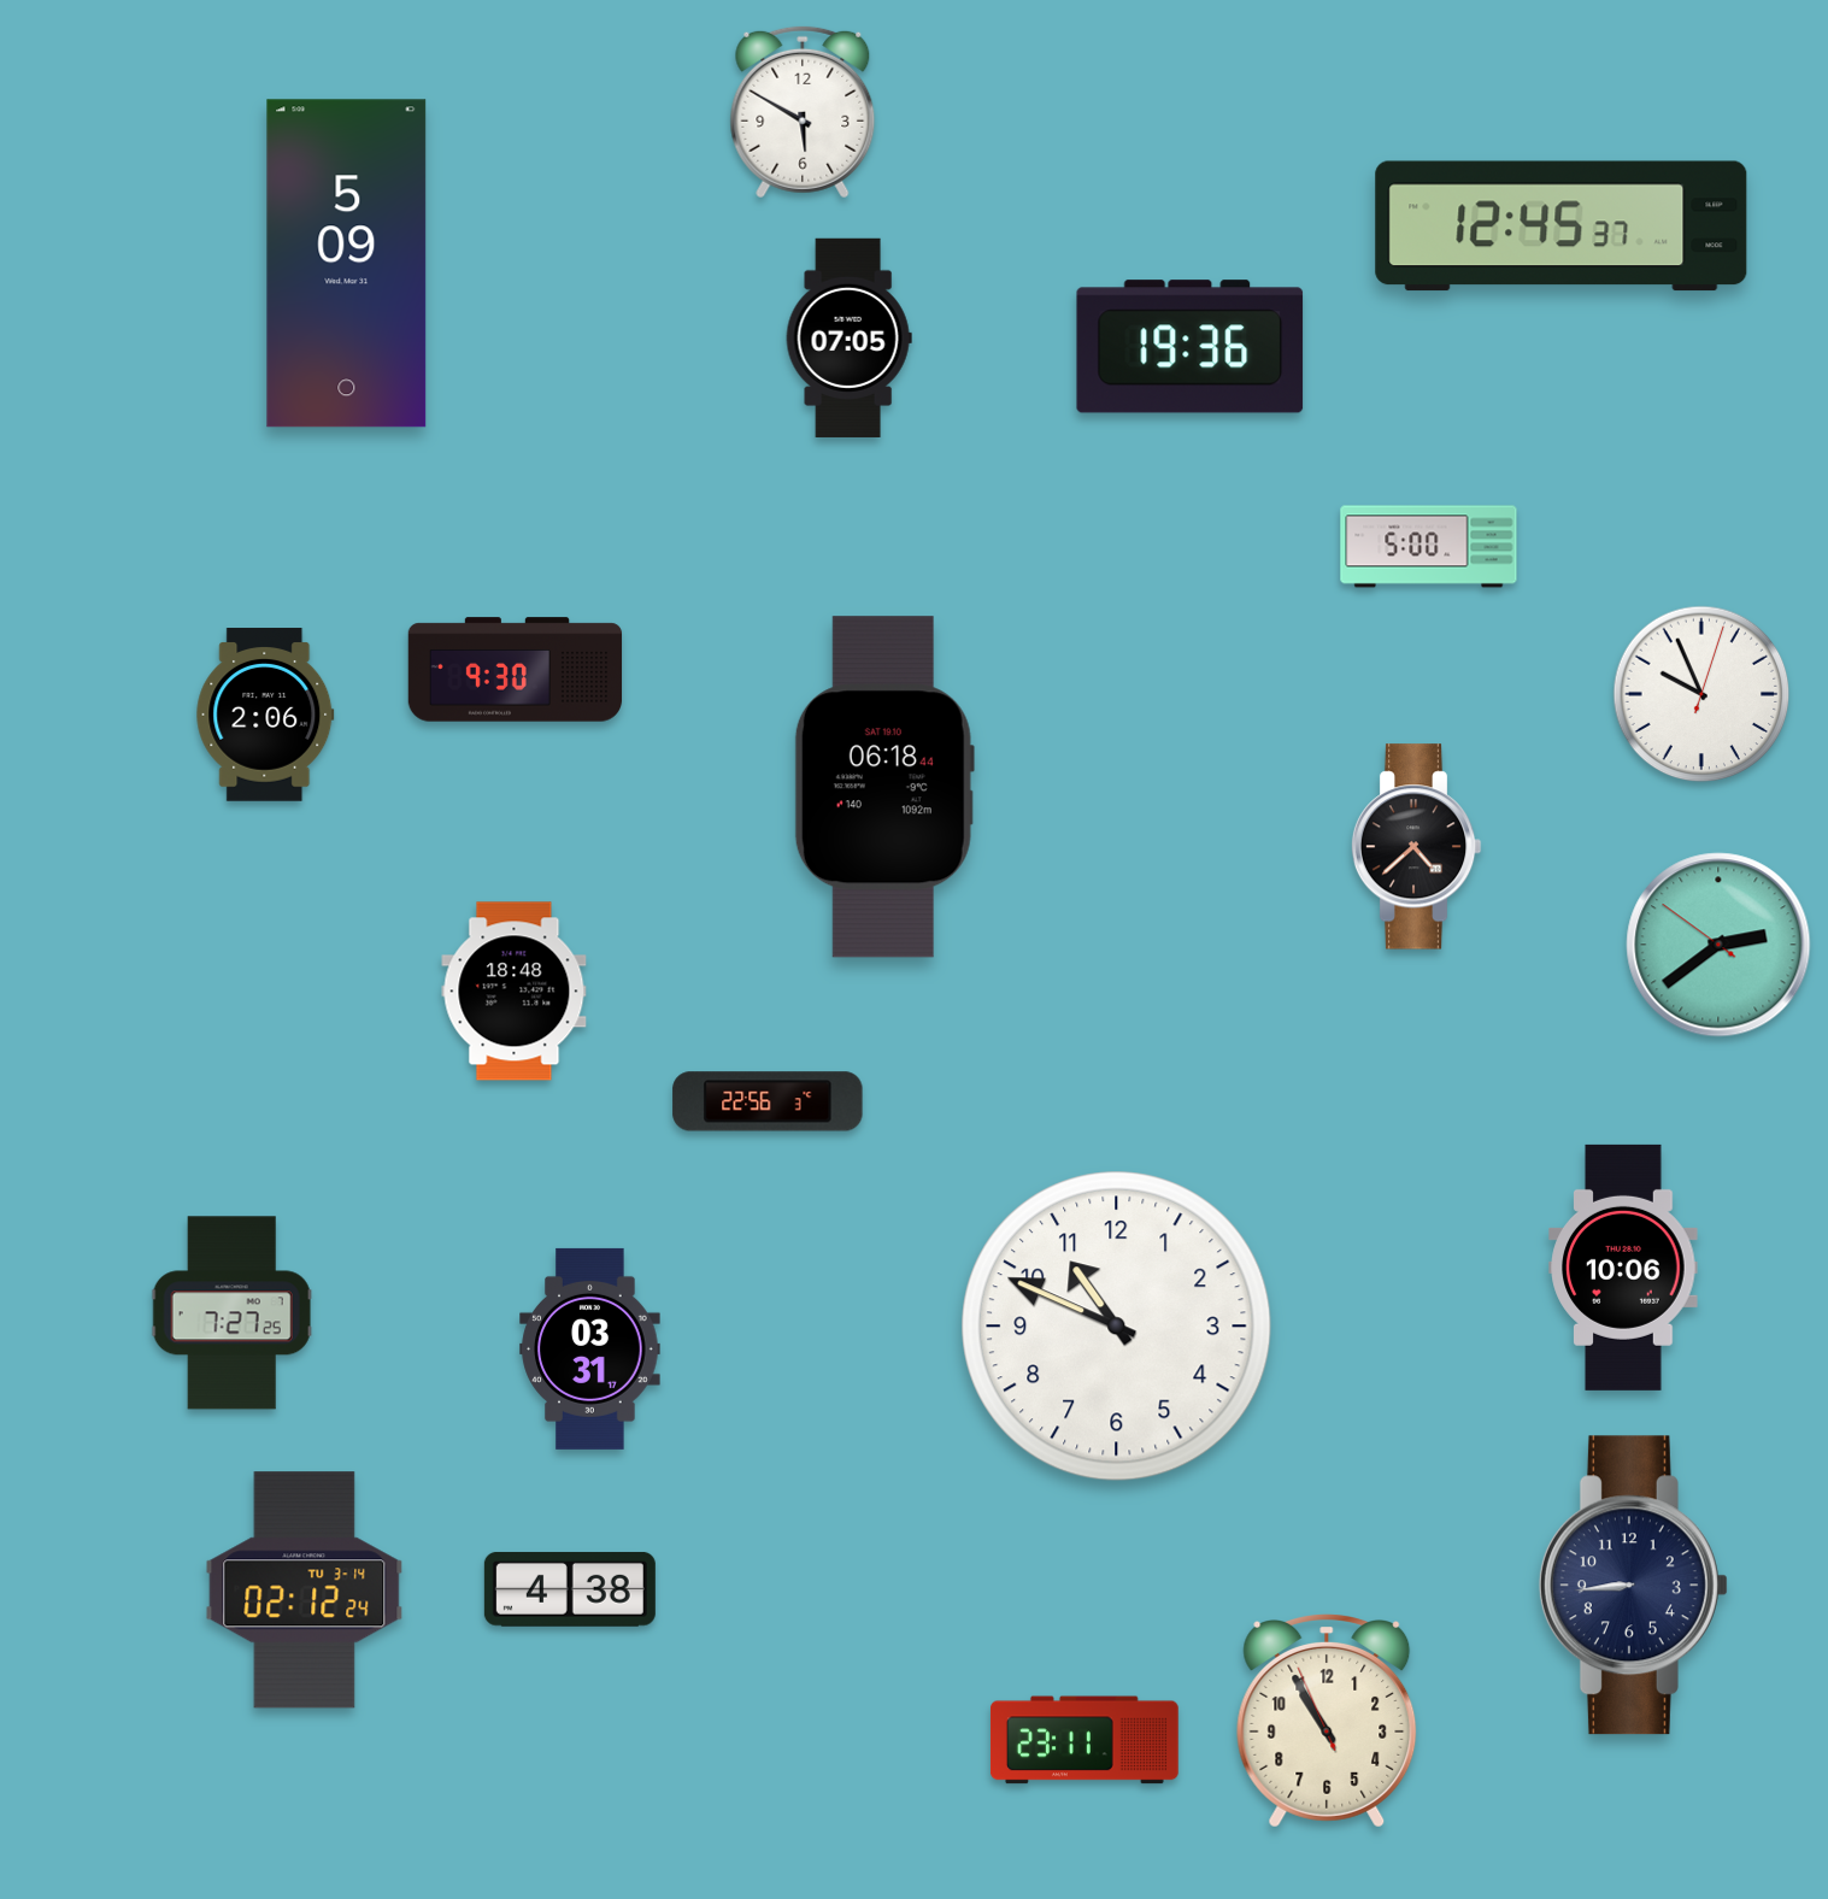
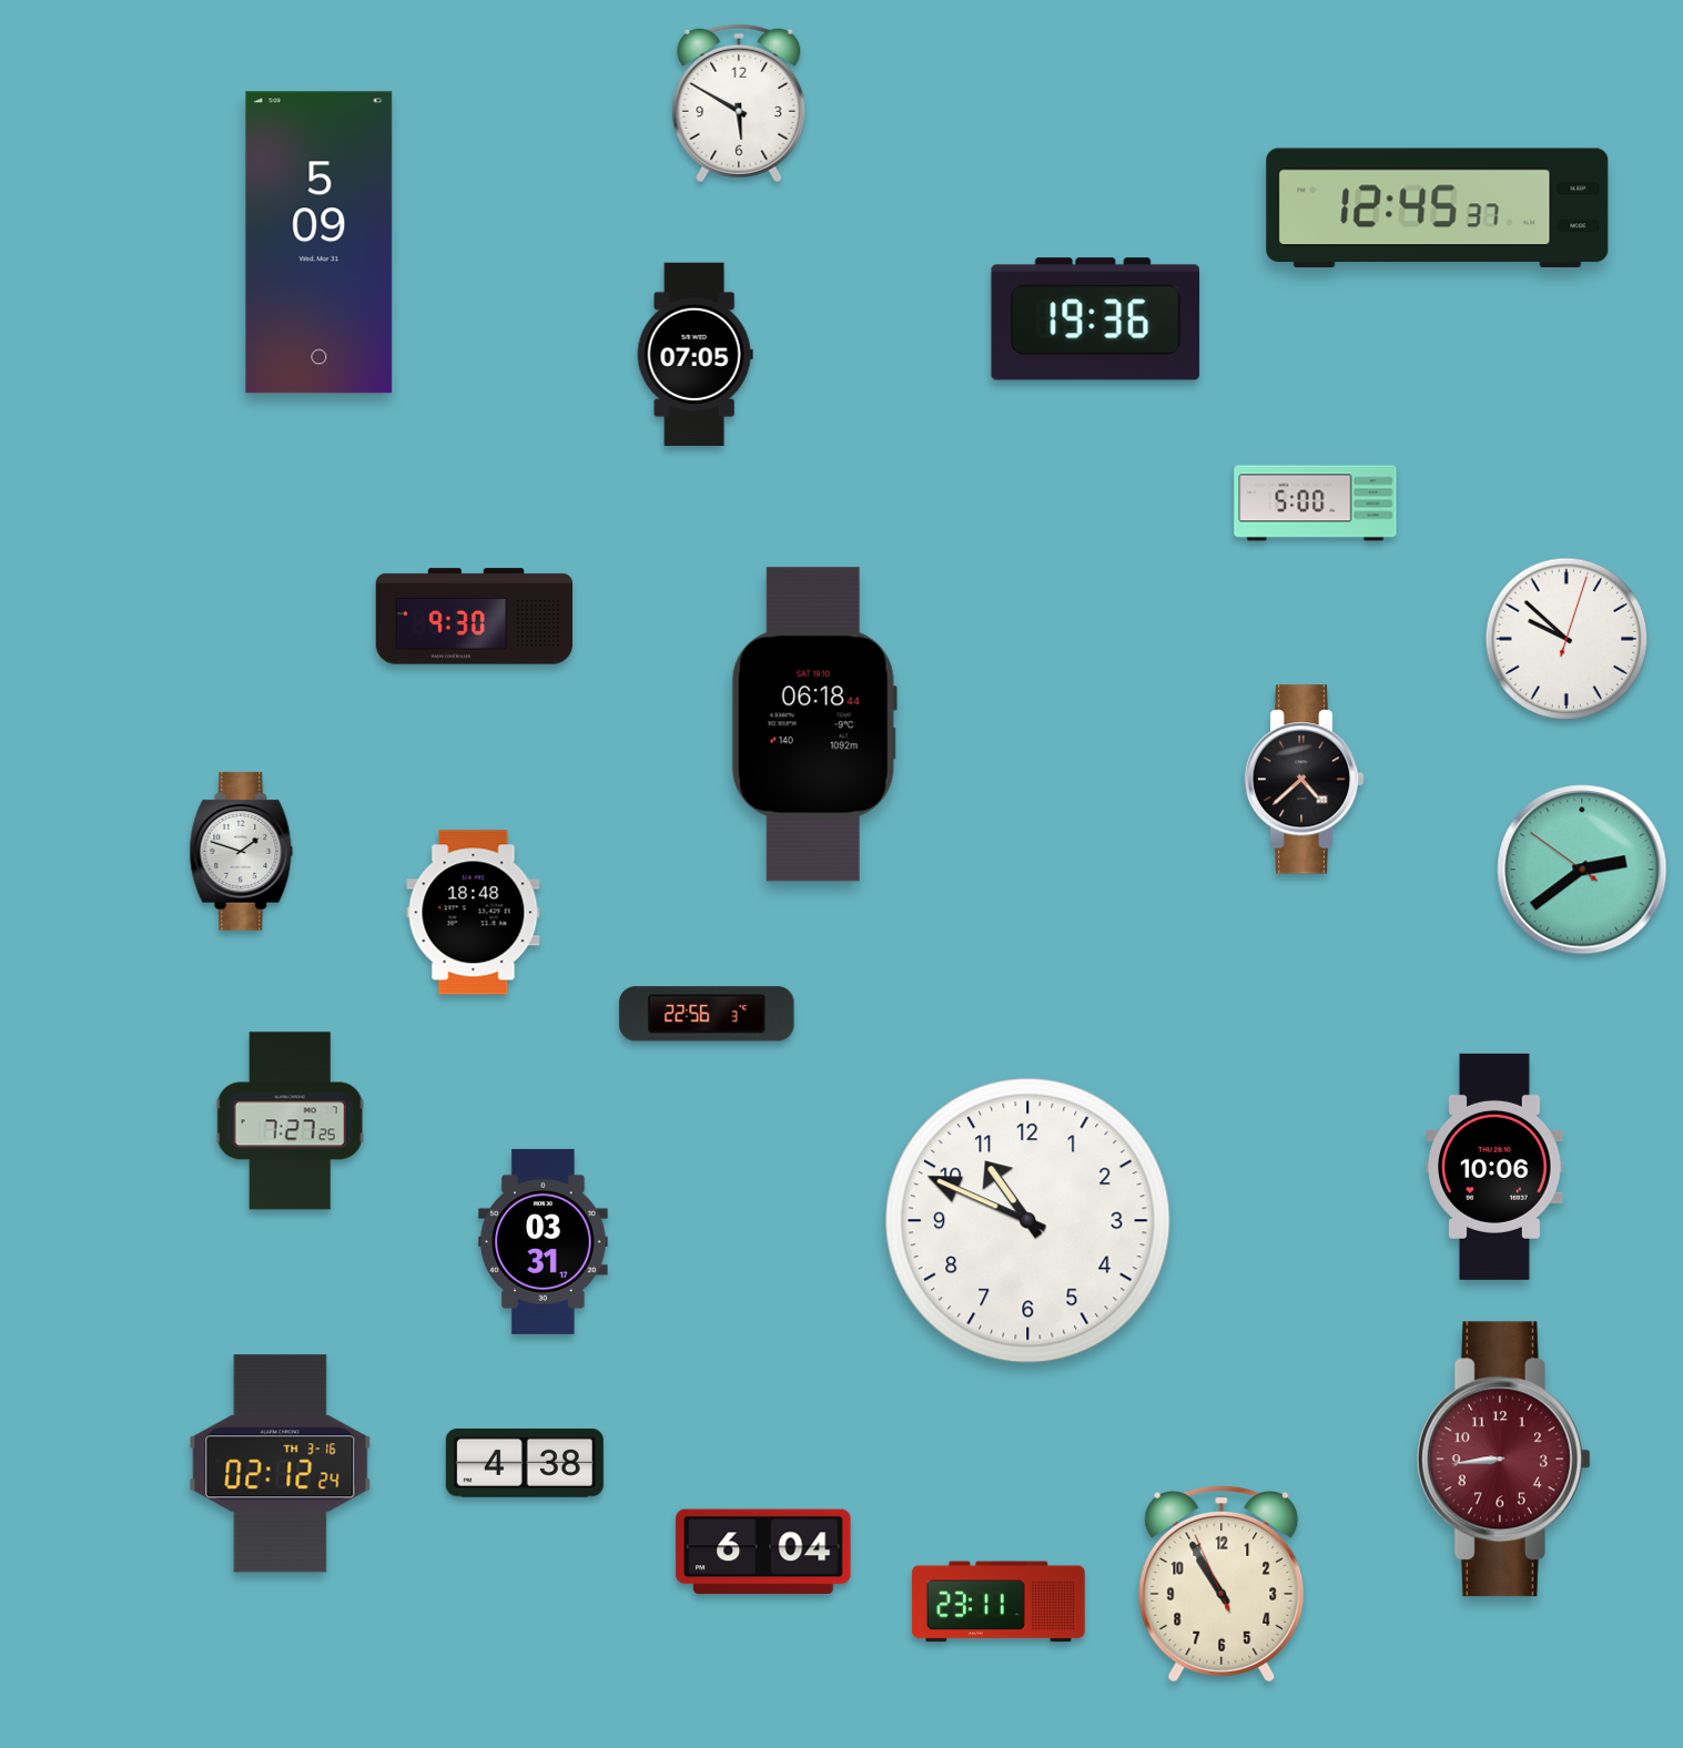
clock at (848, 337) position: (848, 337) -> (695, 354)
clock at (1701, 694): 9:56 -> 9:52
clock at (265, 715): 2:06 -> none
clock at (242, 851): none -> 1:48
clock at (231, 1313) position: (231, 1313) -> (290, 1121)
clock at (1633, 1586) dial: navy -> burgundy
clock at (305, 1591) date: TU 3-14 -> TH 3-16
clock at (763, 1552): none -> 6:04
